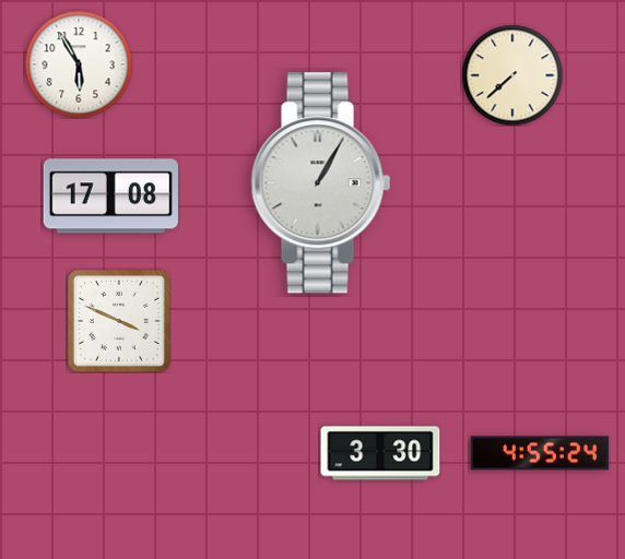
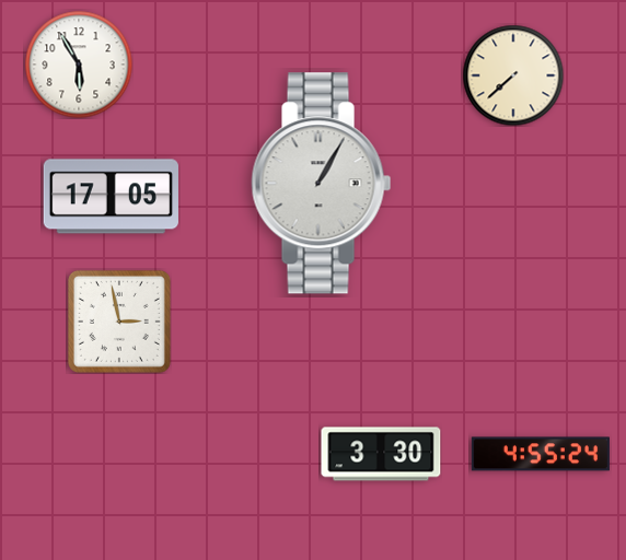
clock at (110, 197): 17:08 -> 17:05
clock at (119, 321): 3:49 -> 2:58
